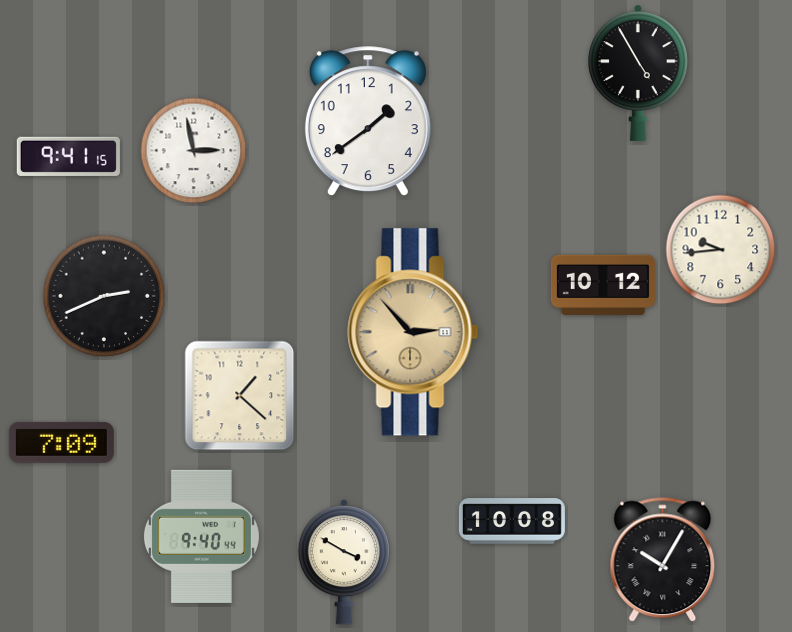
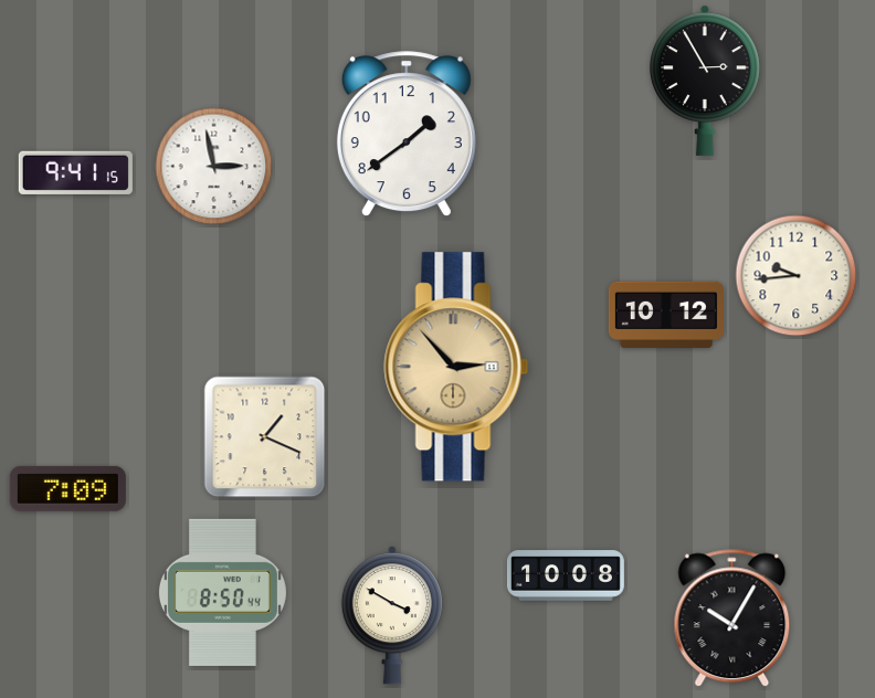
clock at (638, 73): 4:55 -> 2:55
clock at (104, 296): 2:41 -> none
clock at (240, 396): 1:22 -> 1:19
clock at (201, 536): 9:40 -> 8:50
clock at (344, 562) position: (344, 562) -> (392, 615)
